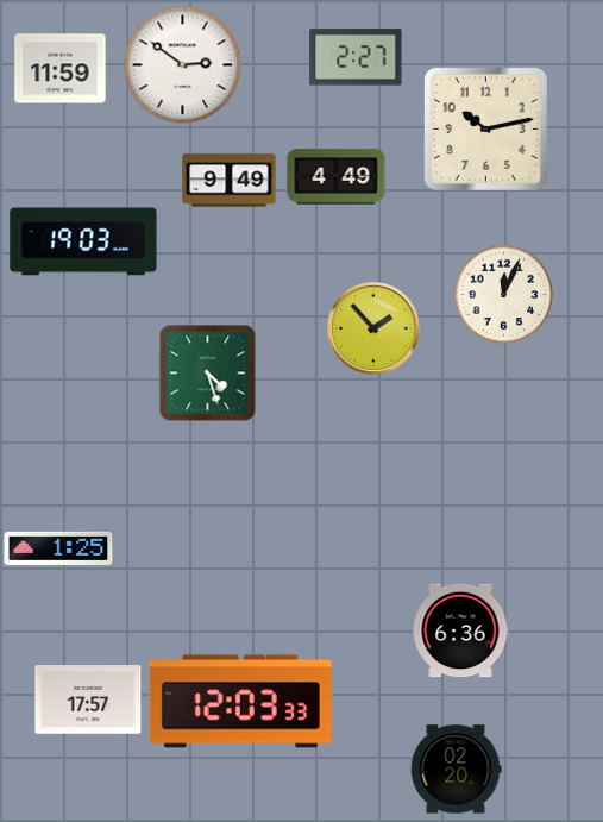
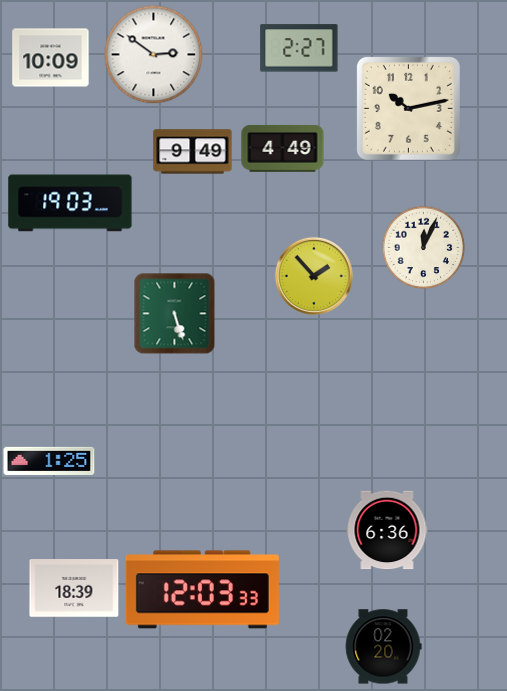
clock at (61, 69): 11:59 -> 10:09
clock at (207, 372): 4:27 -> 5:27
clock at (88, 699): 17:57 -> 18:39
